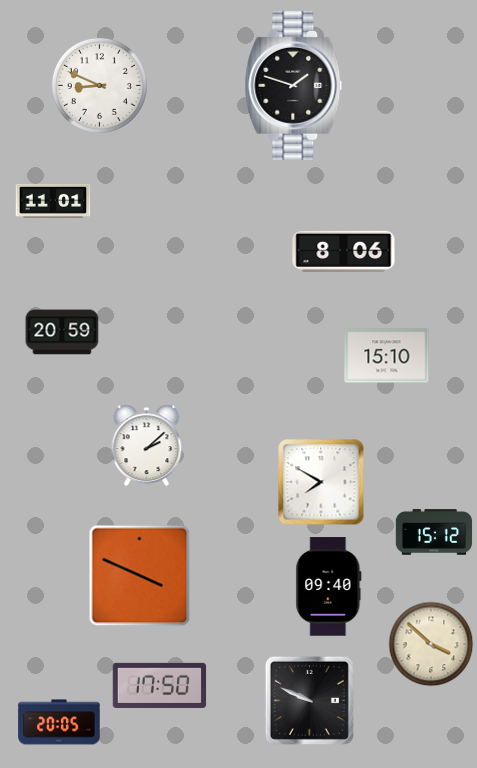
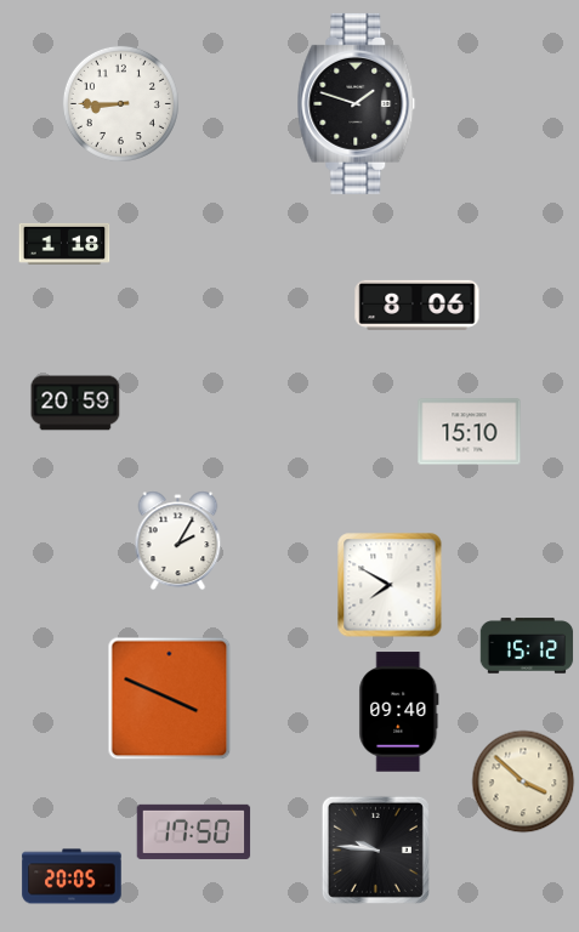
clock at (99, 85): 8:49 -> 8:45
clock at (53, 201): 11:01 -> 1:18
clock at (147, 446): 2:08 -> 2:05
clock at (309, 700): 9:49 -> 9:46
